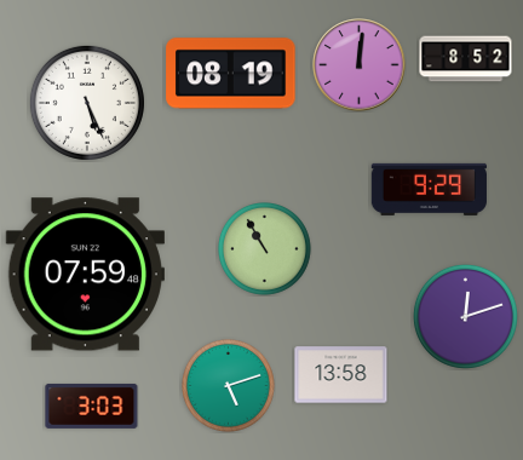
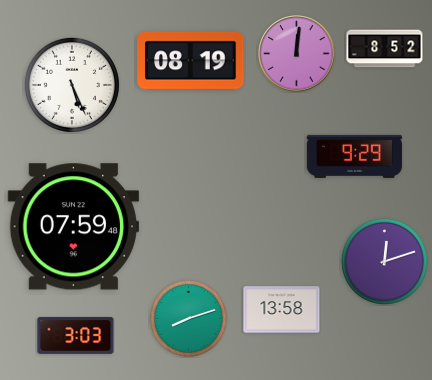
clock at (265, 249): 10:55 -> none
clock at (85, 275) position: (85, 275) -> (73, 227)
clock at (229, 386): 5:12 -> 8:12
